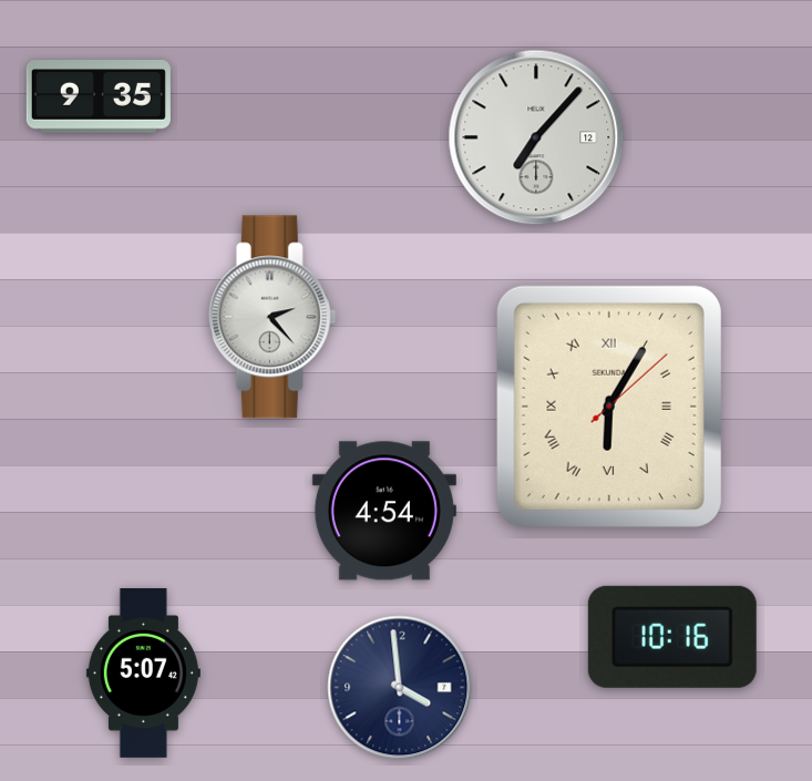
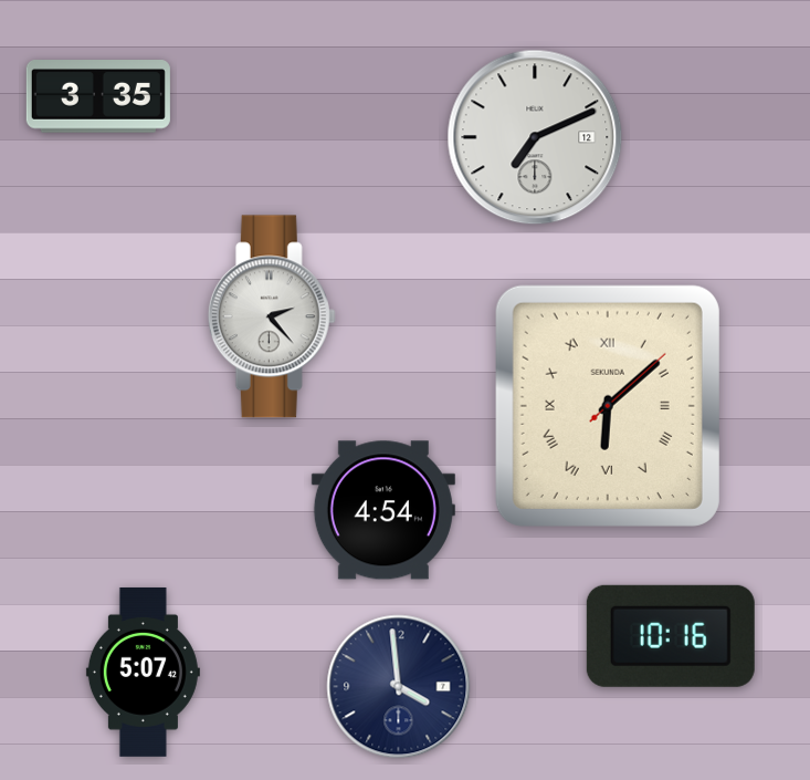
clock at (99, 97): 9:35 -> 3:35
clock at (536, 137): 7:07 -> 7:11
clock at (609, 407): 6:05 -> 6:08
